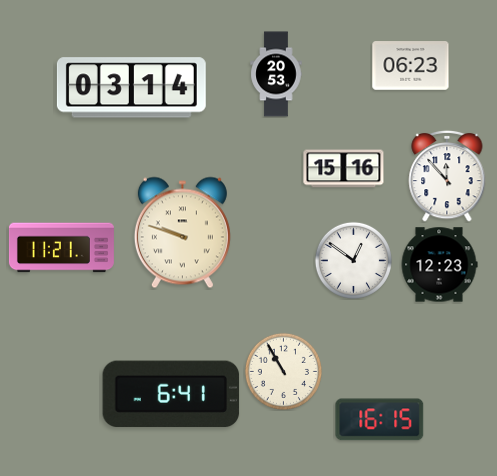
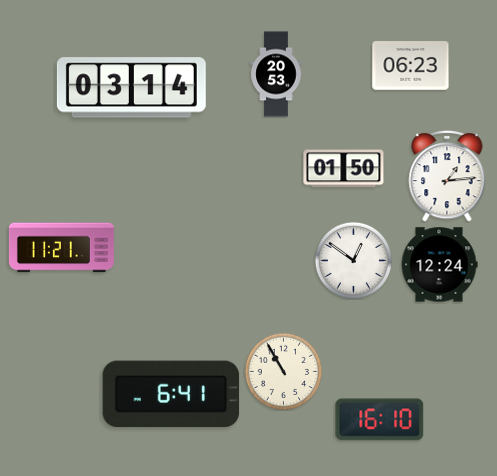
clock at (344, 169): 15:16 -> 01:50
clock at (447, 176): 11:53 -> 1:14
clock at (182, 233): 9:48 -> none
clock at (439, 265): 12:23 -> 12:24
clock at (380, 420): 16:15 -> 16:10
